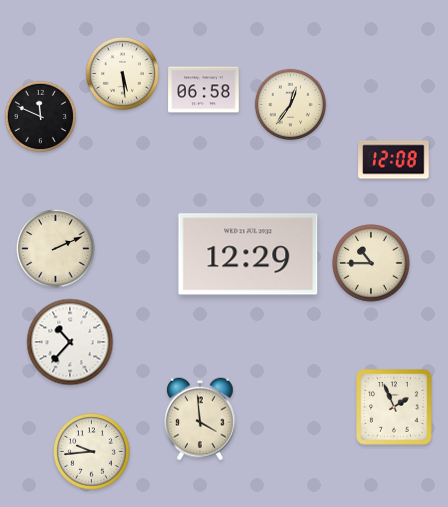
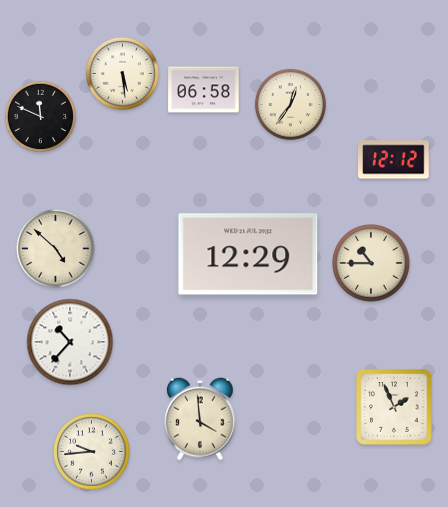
clock at (394, 160): 12:08 -> 12:12
clock at (56, 249): 2:11 -> 4:52
